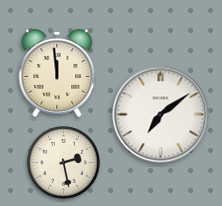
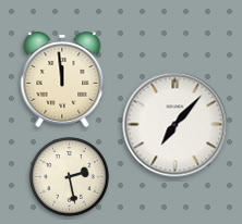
clock at (161, 115): 7:09 -> 7:07
